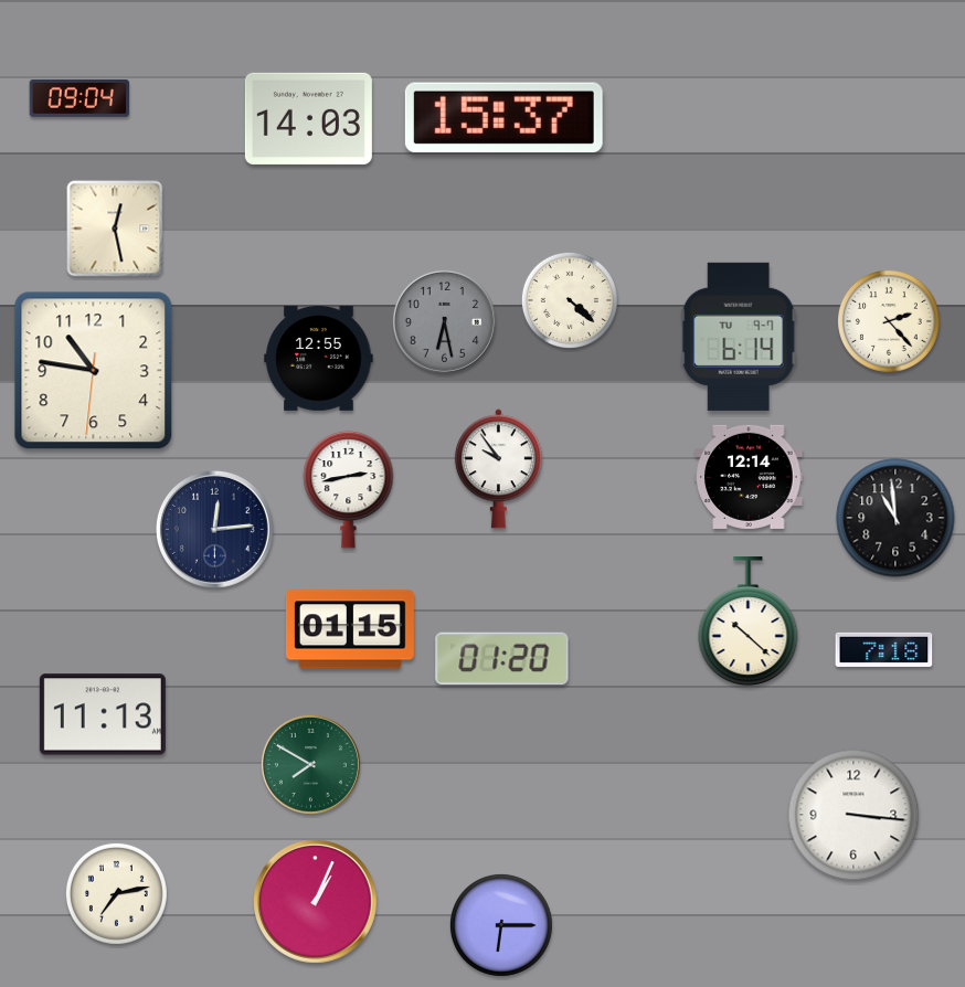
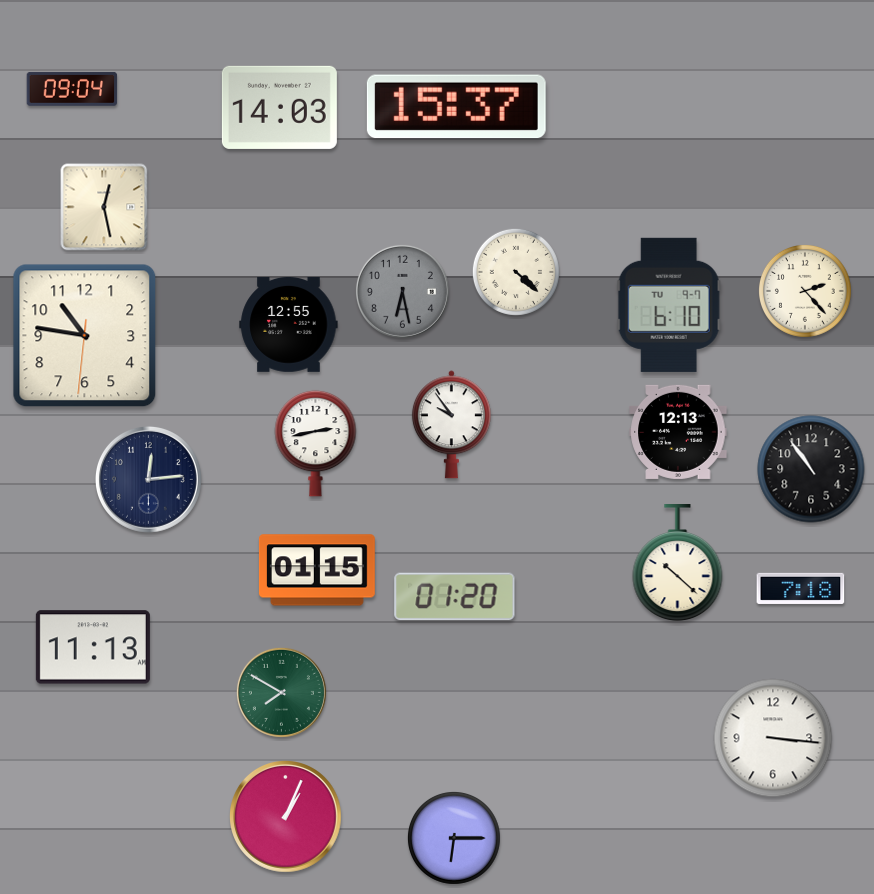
clock at (739, 337): 6:14 -> 6:10
clock at (749, 477): 12:14 -> 12:13
clock at (895, 518): 10:59 -> 10:54
clock at (214, 529) position: (214, 529) -> (148, 479)
clock at (116, 893): 7:13 -> none
